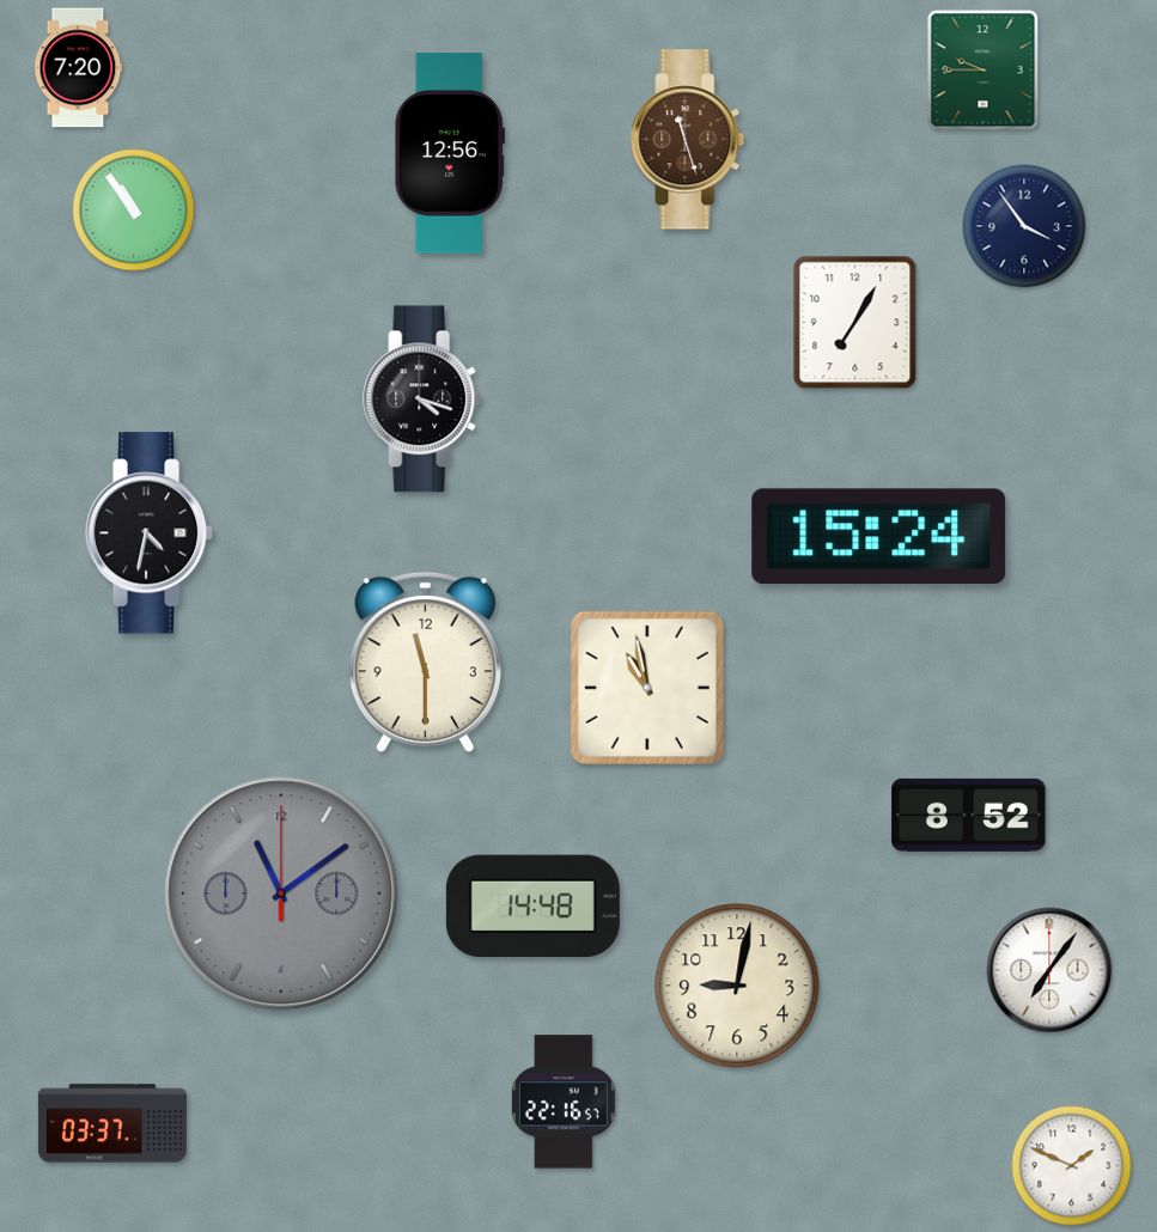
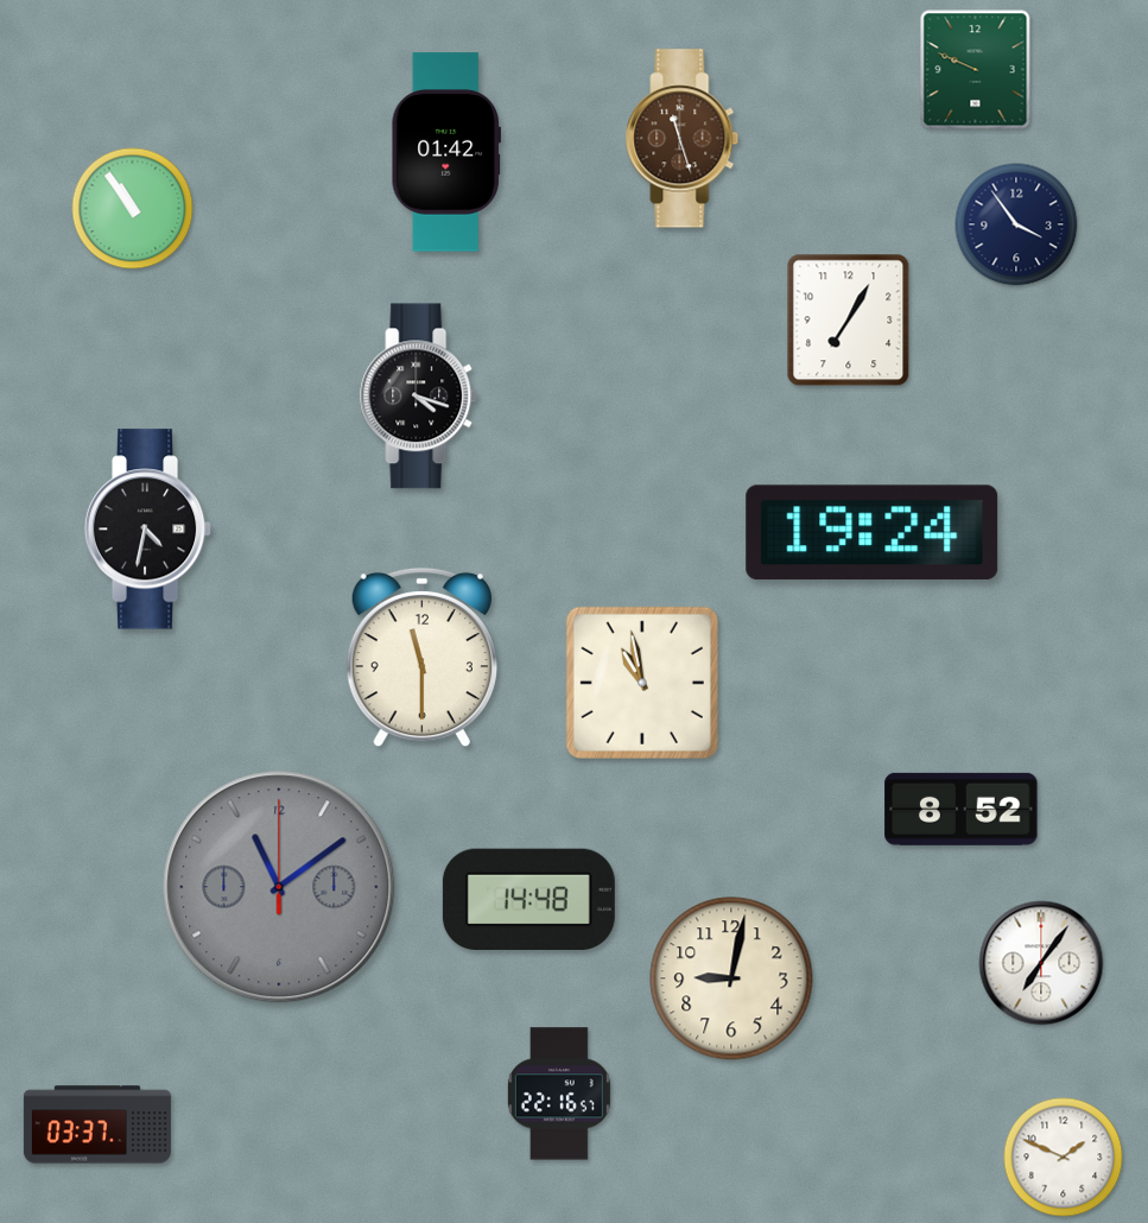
clock at (78, 68): 7:20 -> none
clock at (984, 71): 9:45 -> 9:49
clock at (449, 153): 12:56 -> 01:42
clock at (879, 537): 15:24 -> 19:24
clock at (112, 1123) position: (112, 1123) -> (97, 1124)
